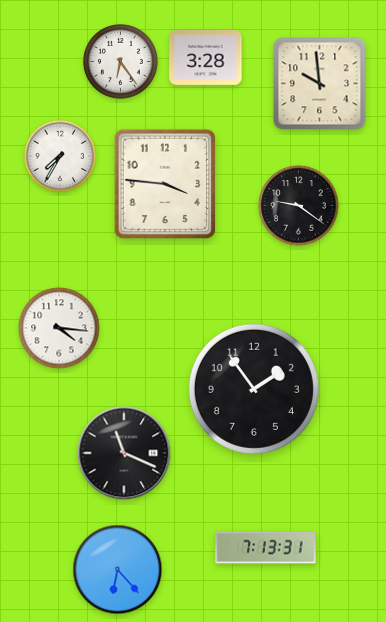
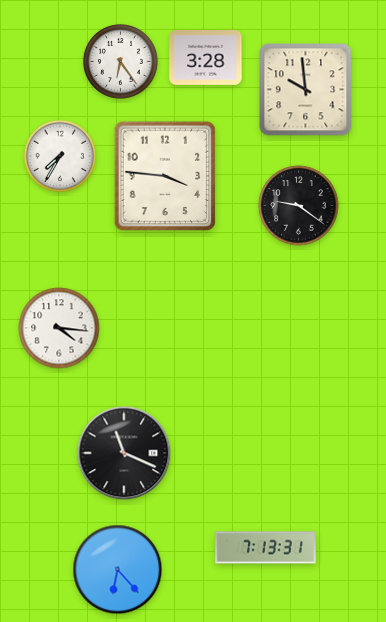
clock at (320, 84) position: (320, 84) -> (306, 90)
clock at (165, 184) position: (165, 184) -> (165, 176)
clock at (254, 389): 1:54 -> none
